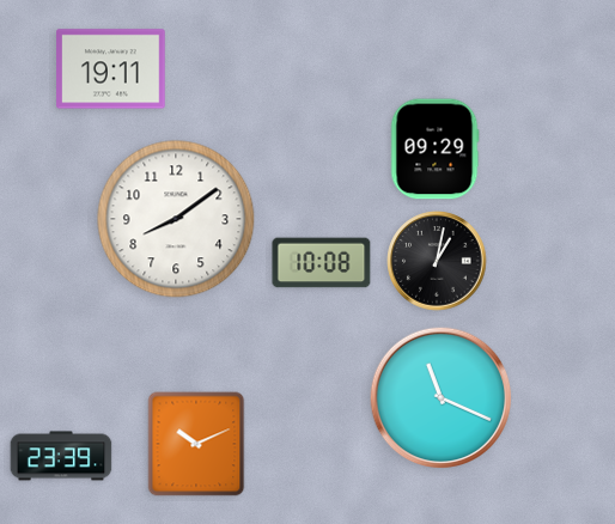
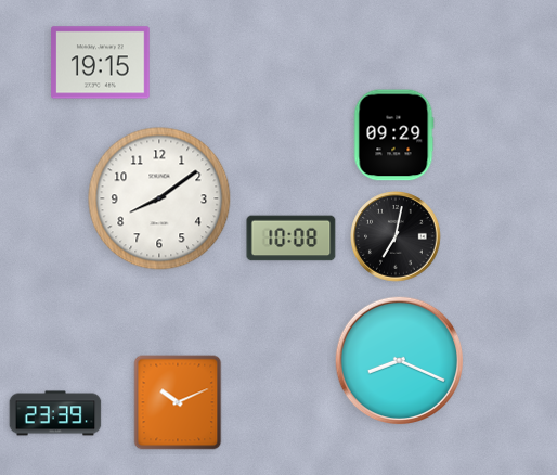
clock at (111, 69): 19:11 -> 19:15
clock at (437, 261): 1:02 -> 7:02
clock at (442, 398): 11:19 -> 8:19
